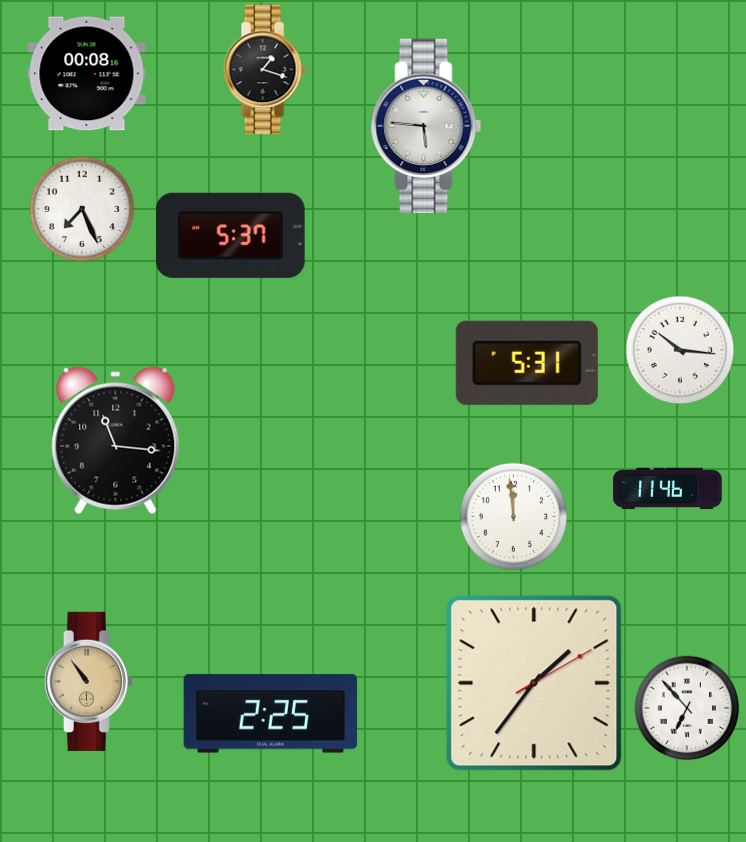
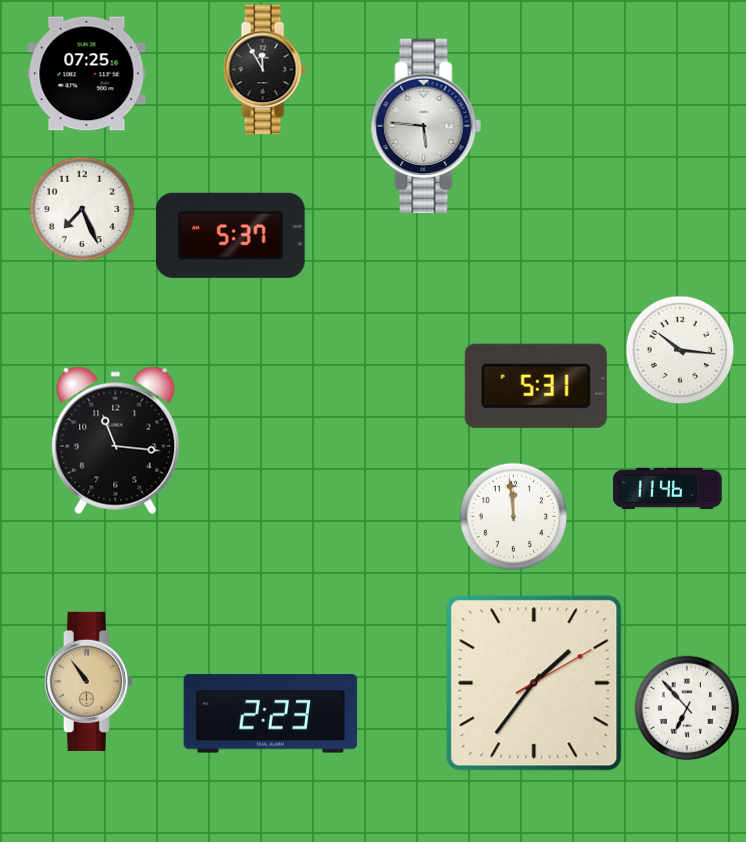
clock at (264, 70): 1:18 -> 11:55
clock at (87, 74): 00:08 -> 07:25
clock at (527, 363) position: (527, 363) -> (536, 386)
clock at (271, 714): 2:25 -> 2:23
